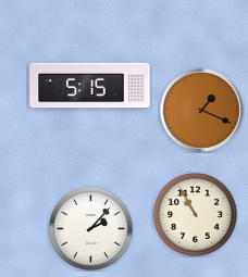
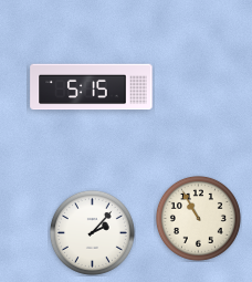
clock at (202, 111): 1:19 -> none
